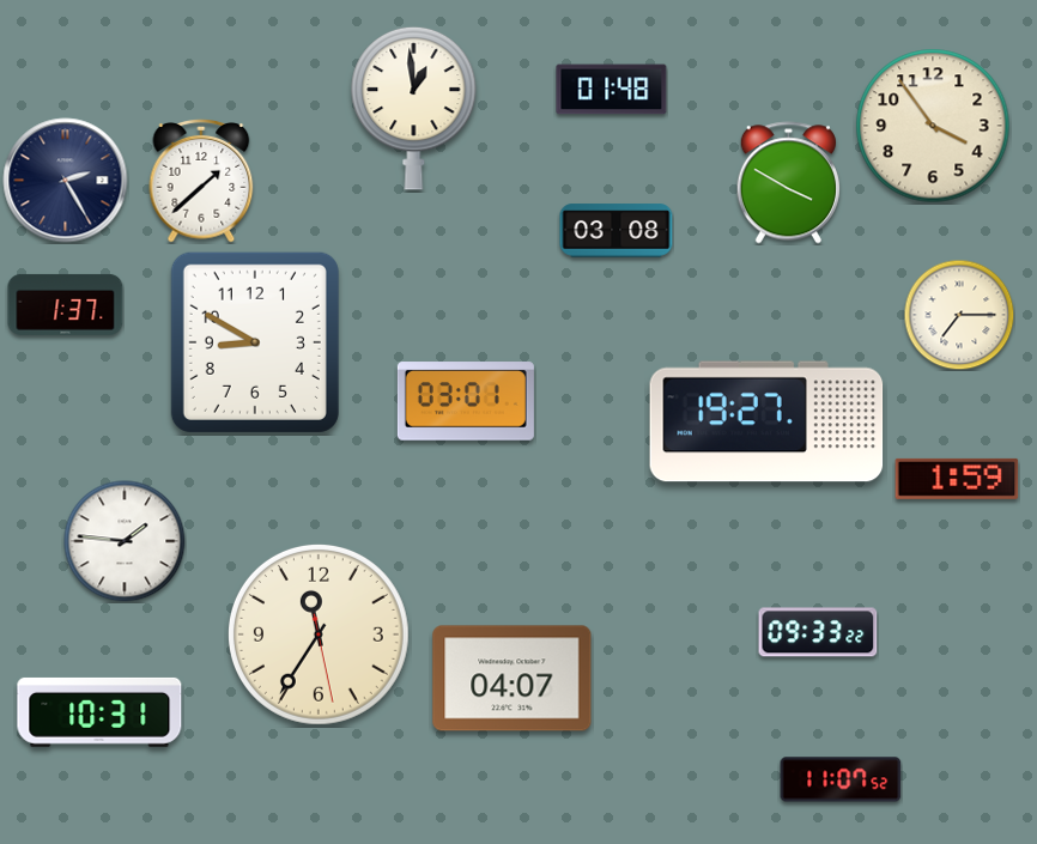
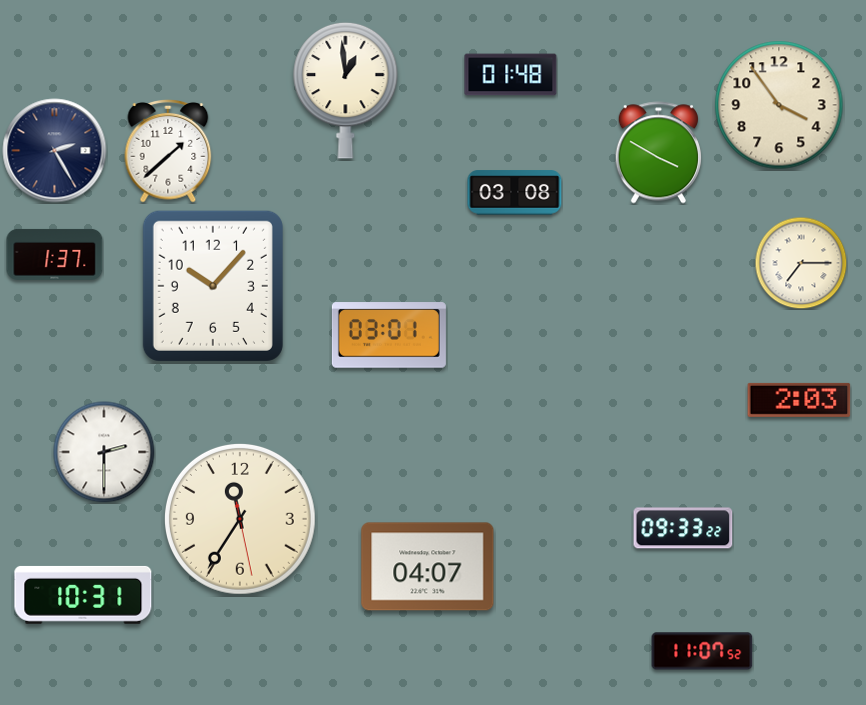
clock at (255, 342): 8:50 -> 10:07
clock at (766, 421): 19:27 -> none
clock at (957, 479): 1:59 -> 2:03
clock at (125, 541): 1:46 -> 2:30
clock at (319, 634) position: (319, 634) -> (240, 519)
